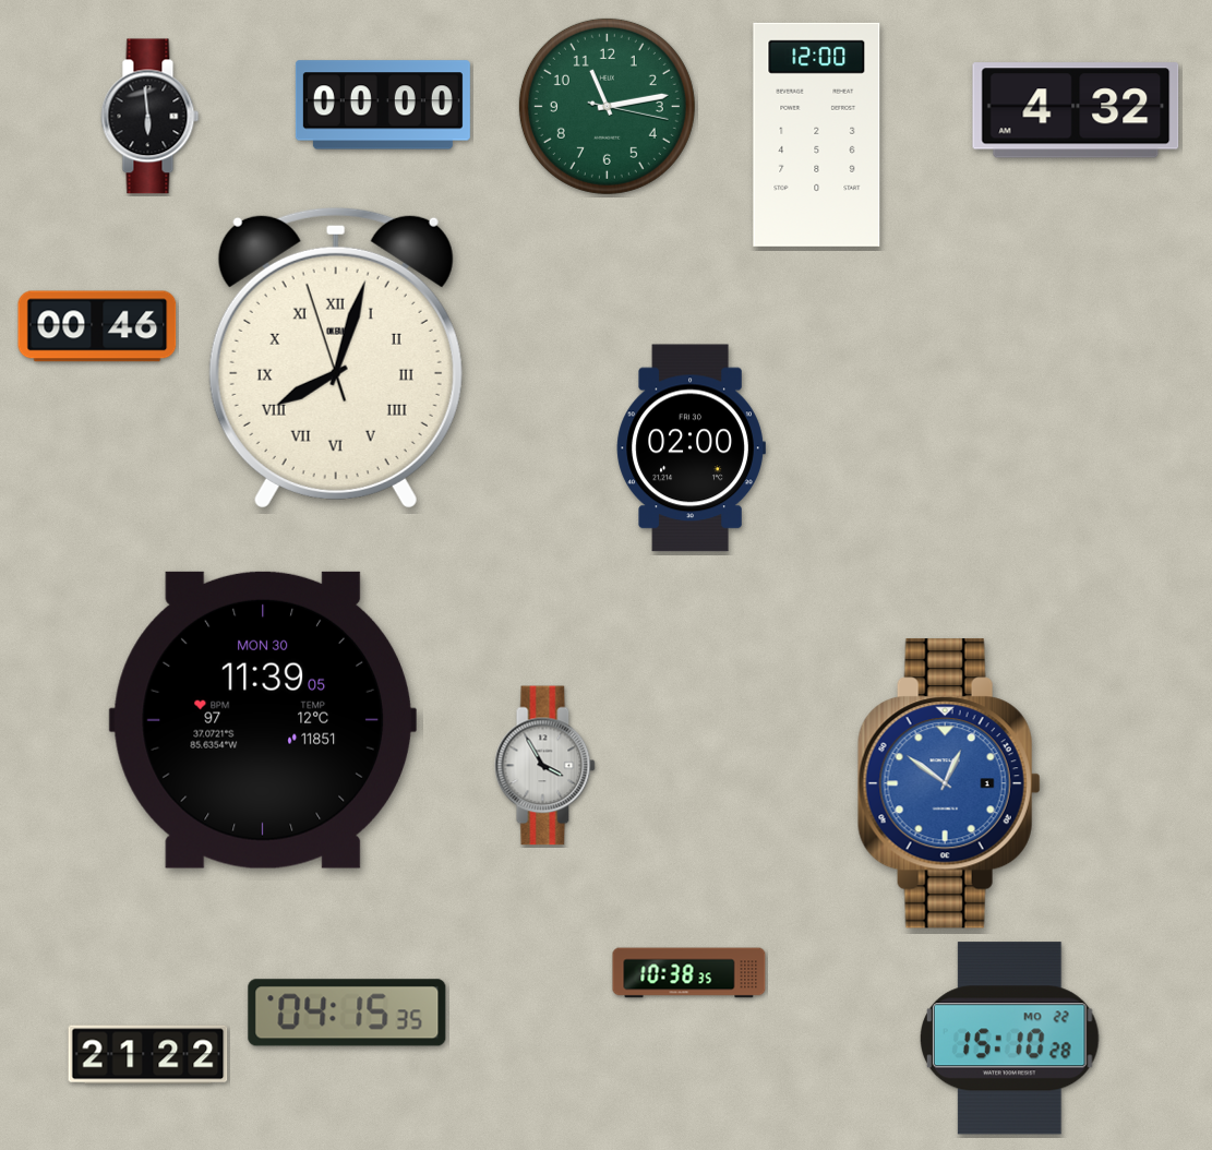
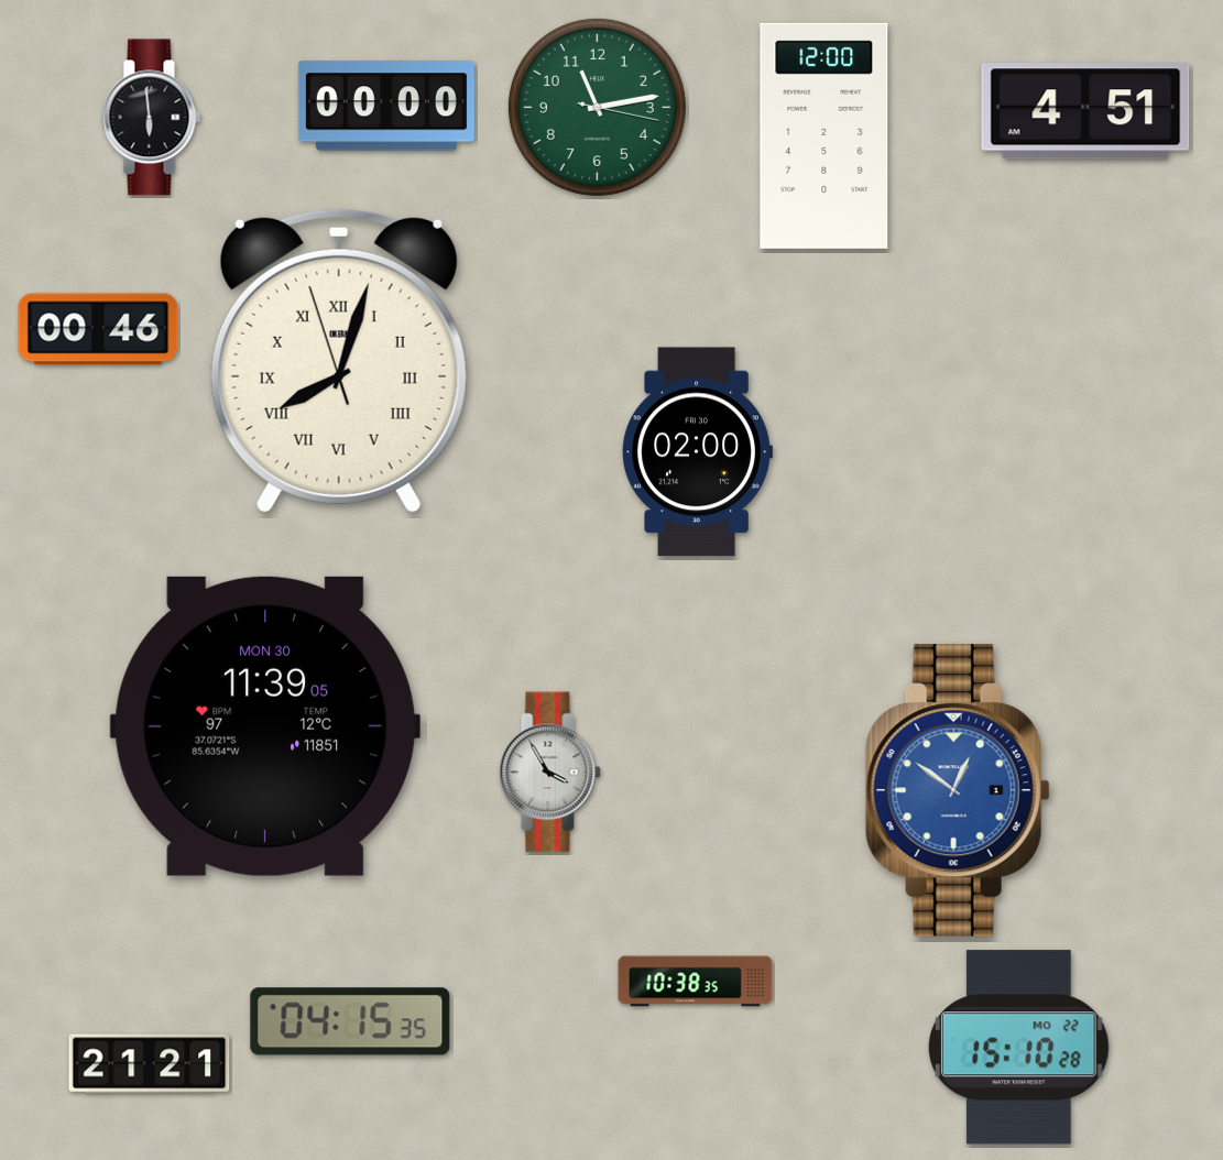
clock at (607, 106) position: (607, 106) -> (597, 107)
clock at (1076, 110): 4:32 -> 4:51
clock at (148, 1055): 21:22 -> 21:21
